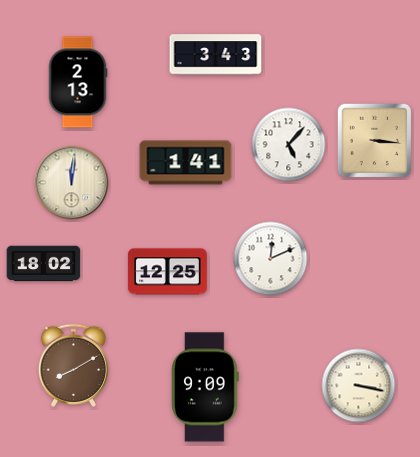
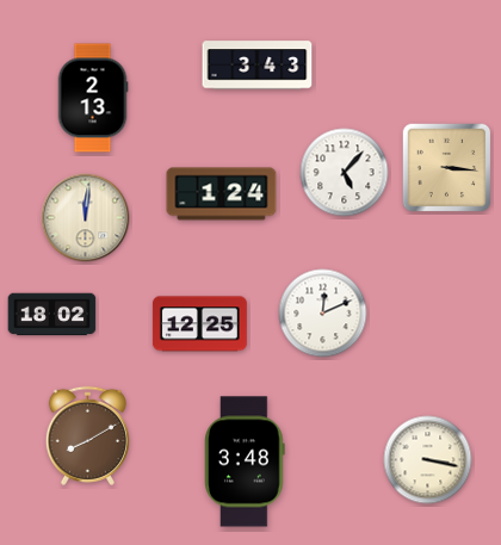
clock at (186, 163): 1:41 -> 1:24
clock at (271, 259) position: (271, 259) -> (323, 314)
clock at (205, 387): 9:09 -> 3:48
